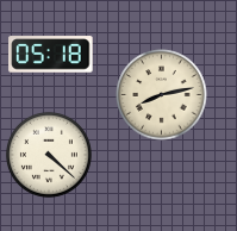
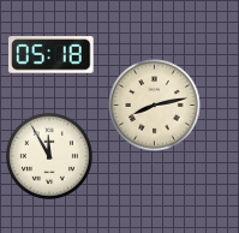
clock at (162, 95) position: (162, 95) -> (155, 106)
clock at (49, 155): 4:22 -> 11:55
